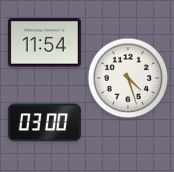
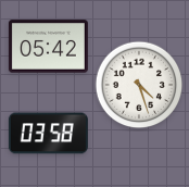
clock at (44, 43): 11:54 -> 05:42
clock at (44, 123): 03:00 -> 03:58
